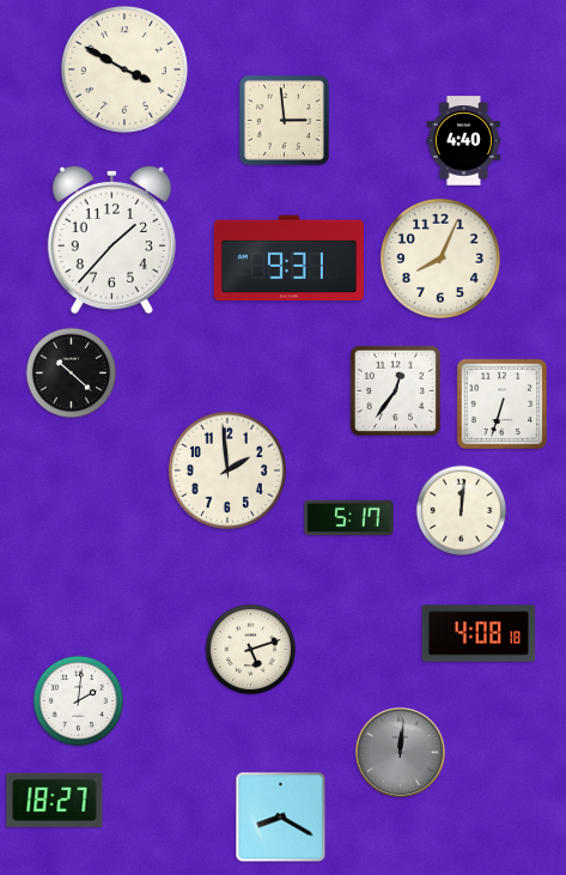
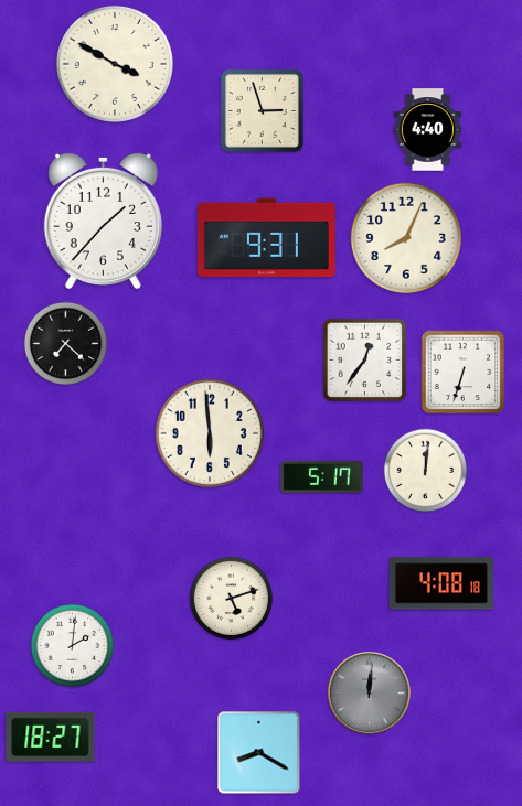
clock at (284, 120): 2:59 -> 2:57
clock at (72, 373): 10:22 -> 7:22
clock at (227, 470): 1:59 -> 5:59
